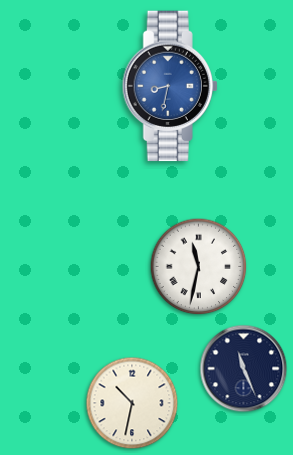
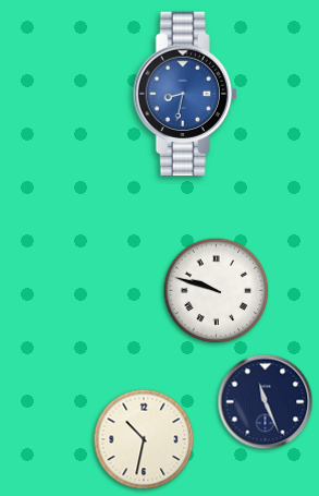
clock at (199, 267): 11:32 -> 9:48
